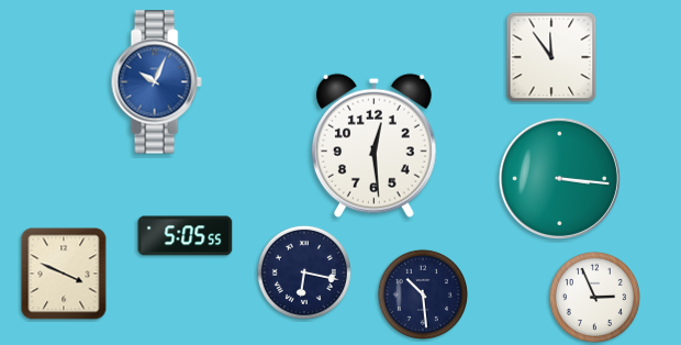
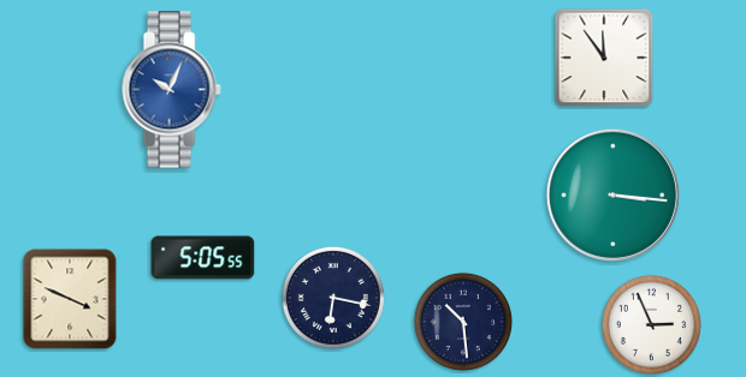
clock at (551, 57) position: (551, 57) -> (604, 58)
clock at (373, 145): 12:29 -> none
